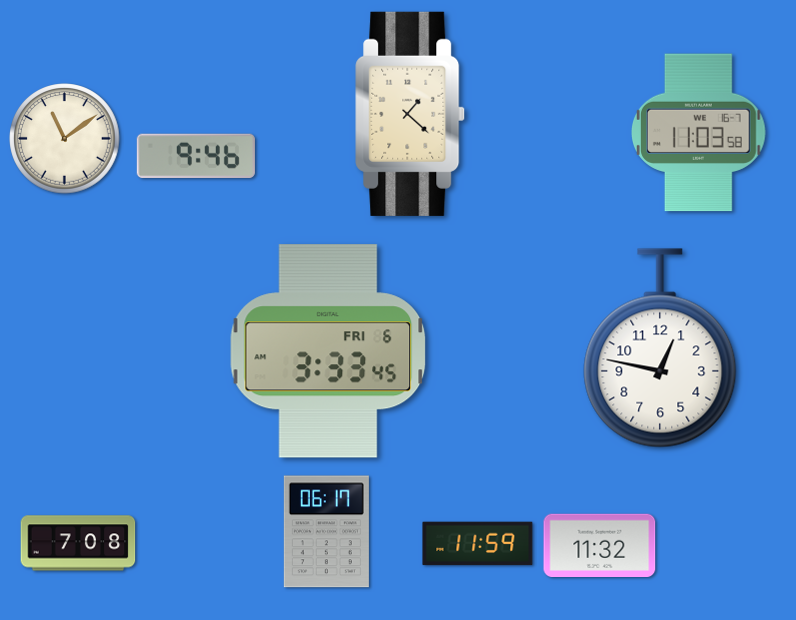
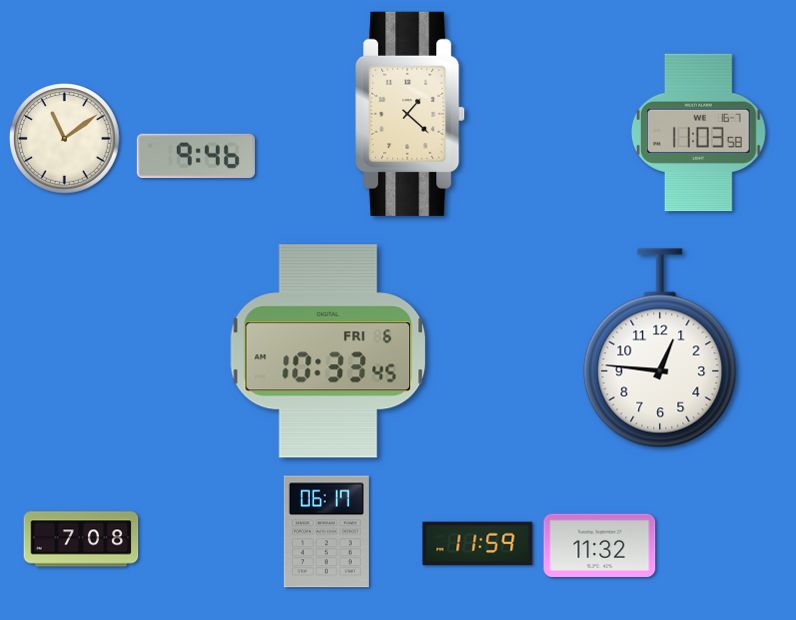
clock at (660, 348): 12:47 -> 12:46
clock at (328, 351): 3:33 -> 10:33
clock at (78, 543) position: (78, 543) -> (81, 539)
